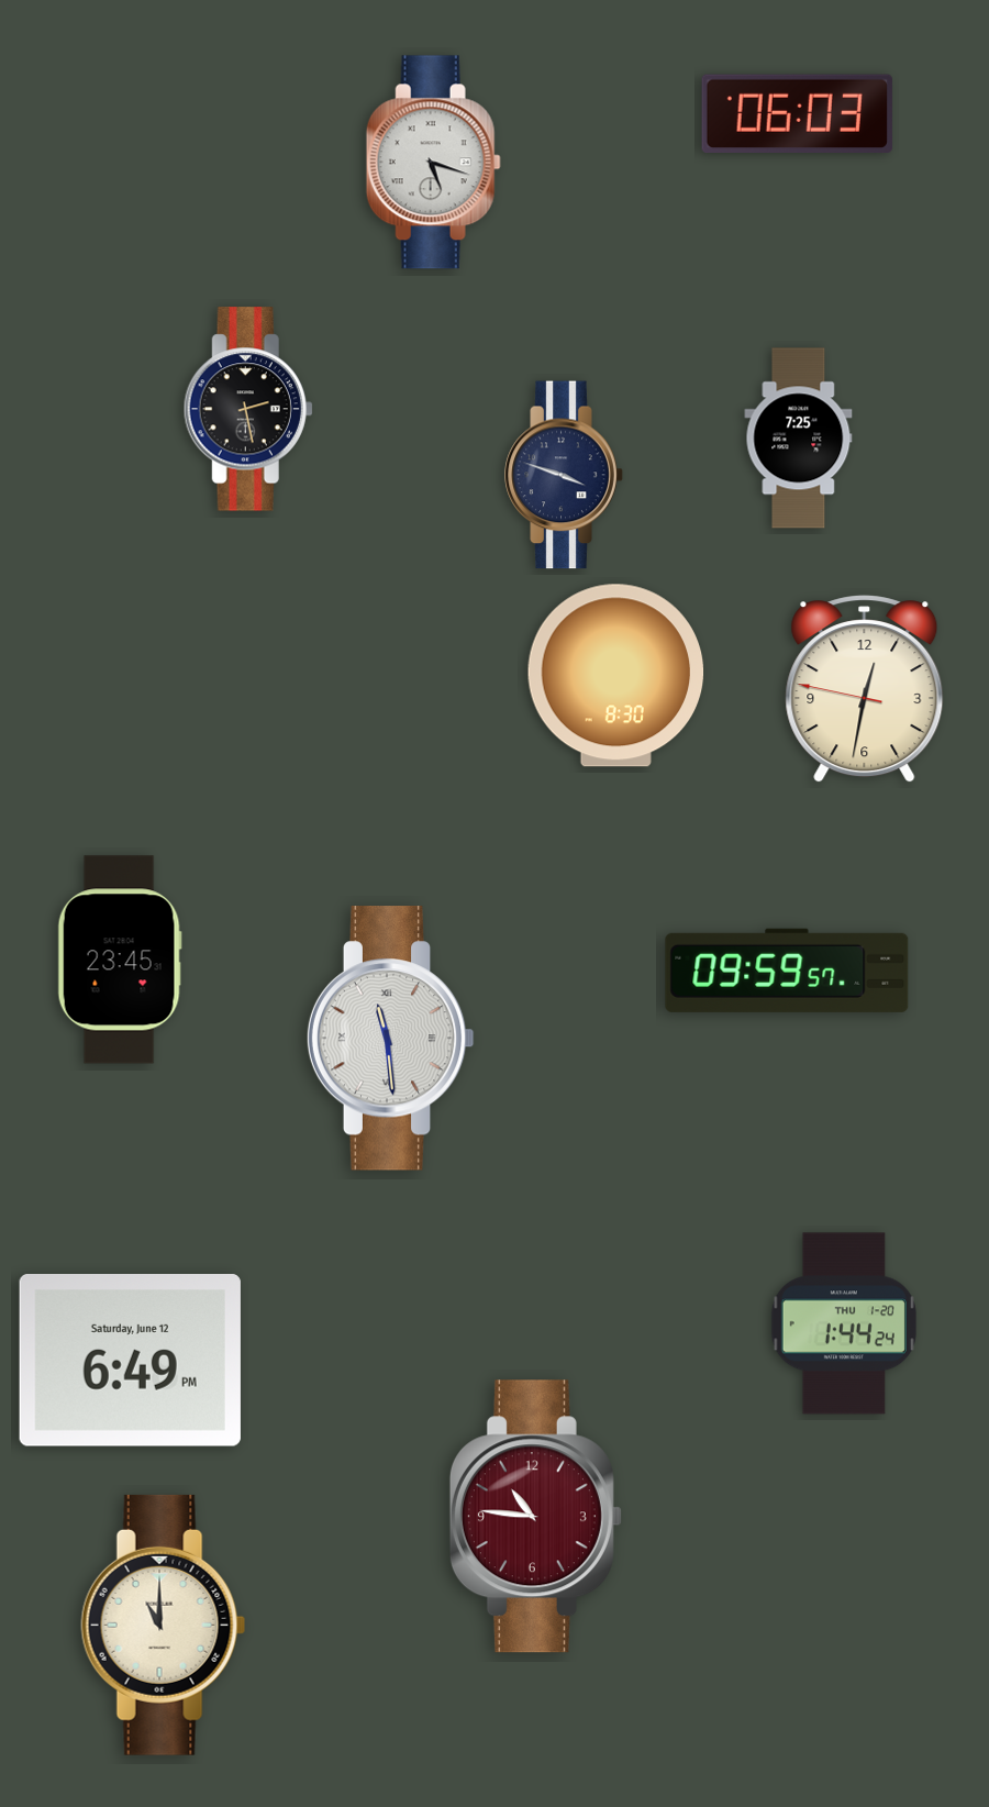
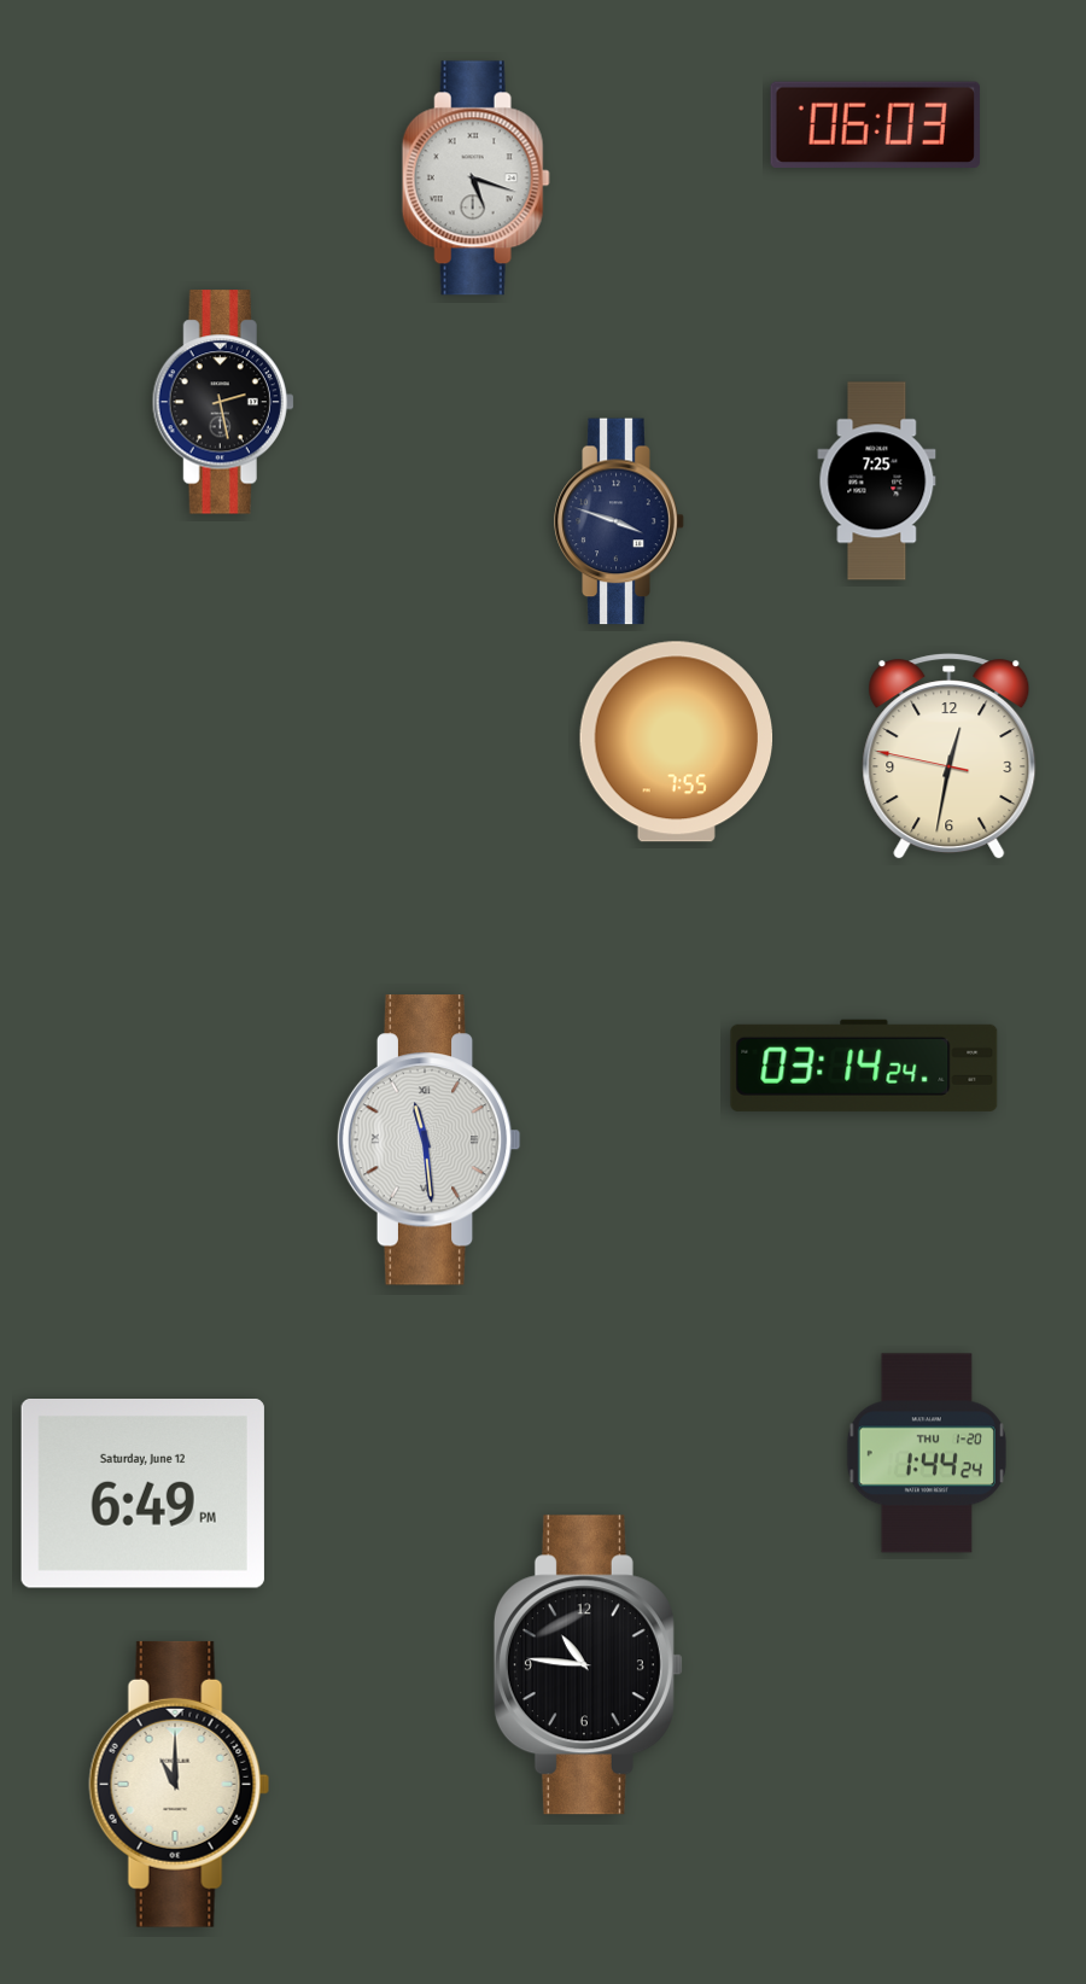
clock at (248, 409) position: (248, 409) -> (223, 402)
clock at (616, 676): 8:30 -> 7:55
clock at (120, 960): 23:45 -> none
clock at (787, 971): 09:59 -> 03:14
clock at (535, 1517) dial: burgundy -> black
